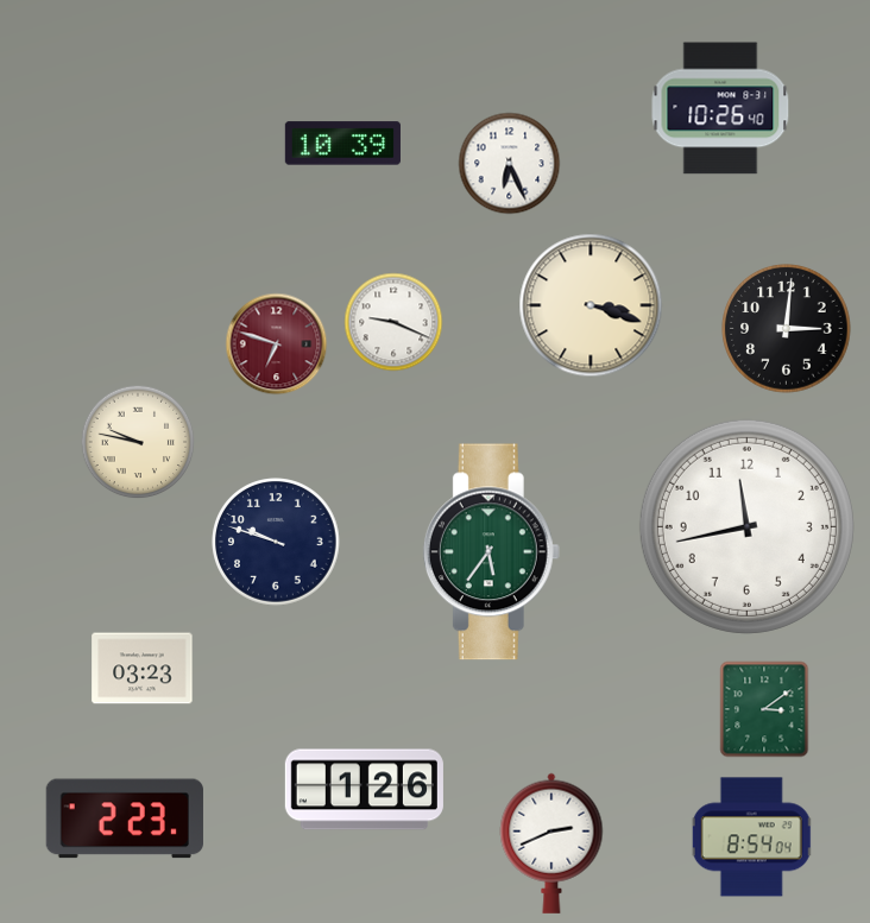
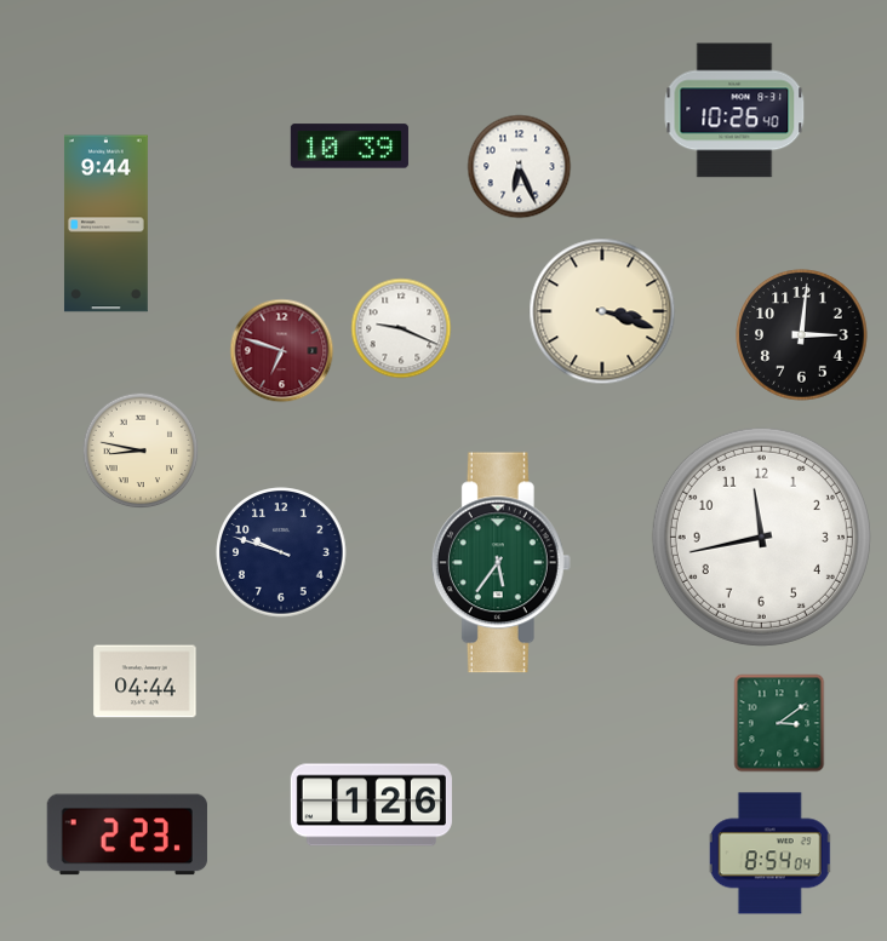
clock at (105, 224): none -> 9:44
clock at (138, 442): 9:47 -> 8:47
clock at (143, 669): 03:23 -> 04:44
clock at (752, 837) position: (752, 837) -> (771, 854)
clock at (551, 843): 2:41 -> none
